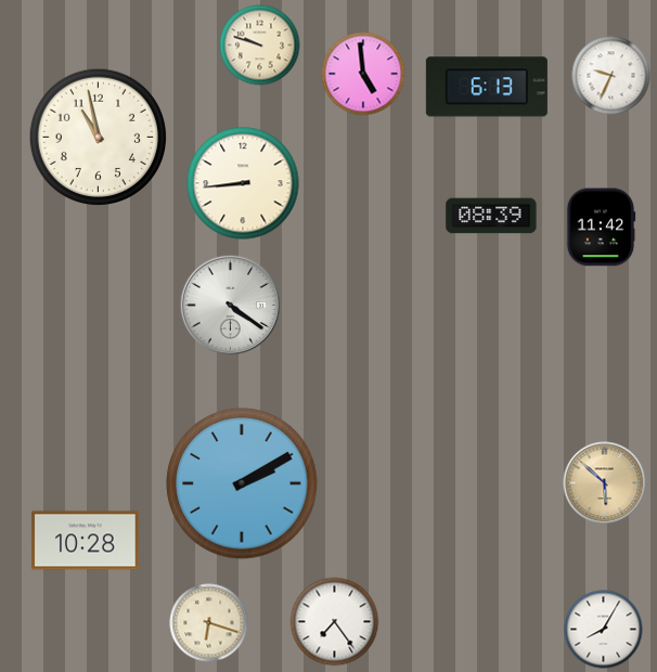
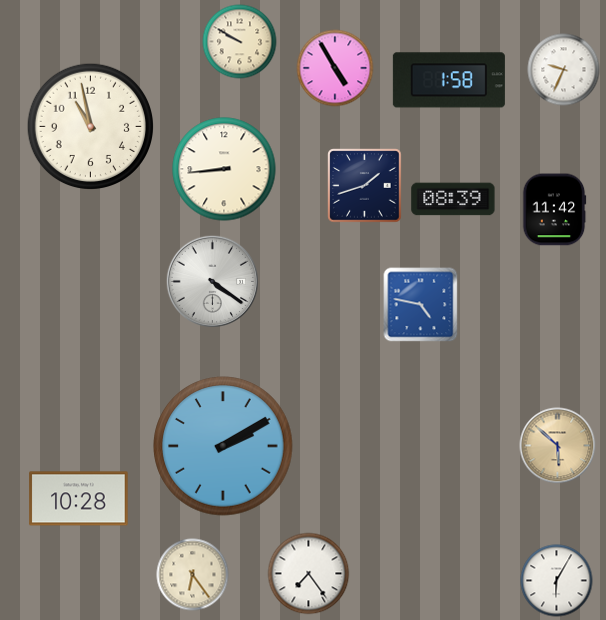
clock at (260, 46): 9:48 -> 9:50
clock at (363, 74): 4:59 -> 4:55
clock at (487, 87): 6:13 -> 1:58
clock at (365, 186): none -> 1:42
clock at (421, 305): none -> 4:47
clock at (209, 623): 6:18 -> 6:24
clock at (604, 630): 8:05 -> 6:05
